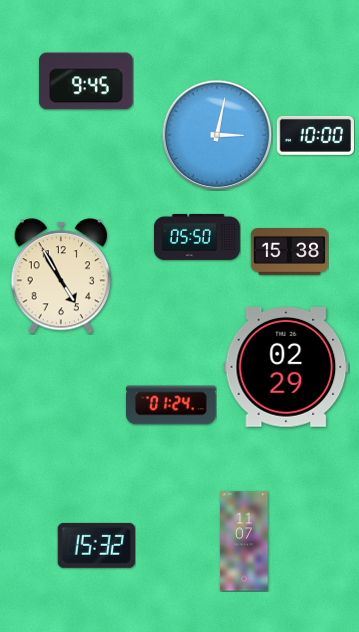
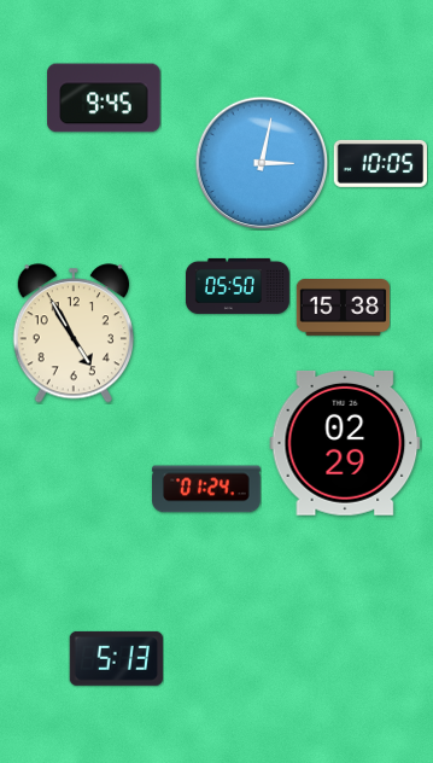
clock at (315, 135): 10:00 -> 10:05
clock at (289, 252) position: (289, 252) -> (343, 308)
clock at (244, 541): 11:07 -> none
clock at (96, 545): 15:32 -> 5:13
